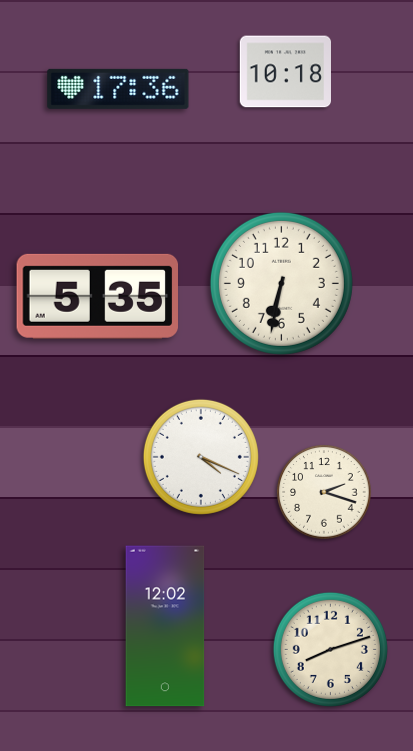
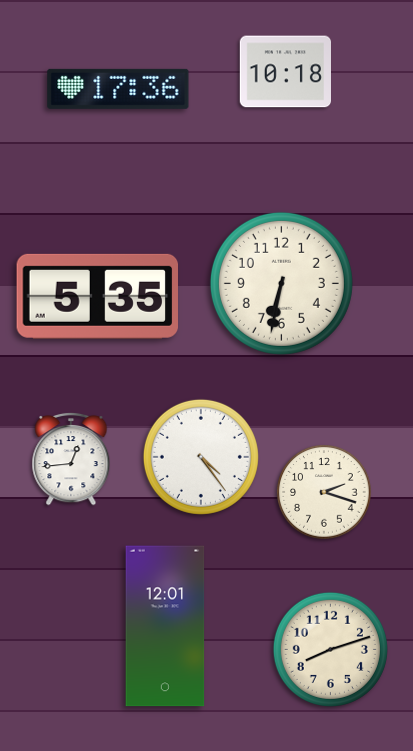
clock at (201, 457): 4:19 -> 4:24
clock at (71, 459): none -> 12:44
clock at (165, 626): 12:02 -> 12:01
